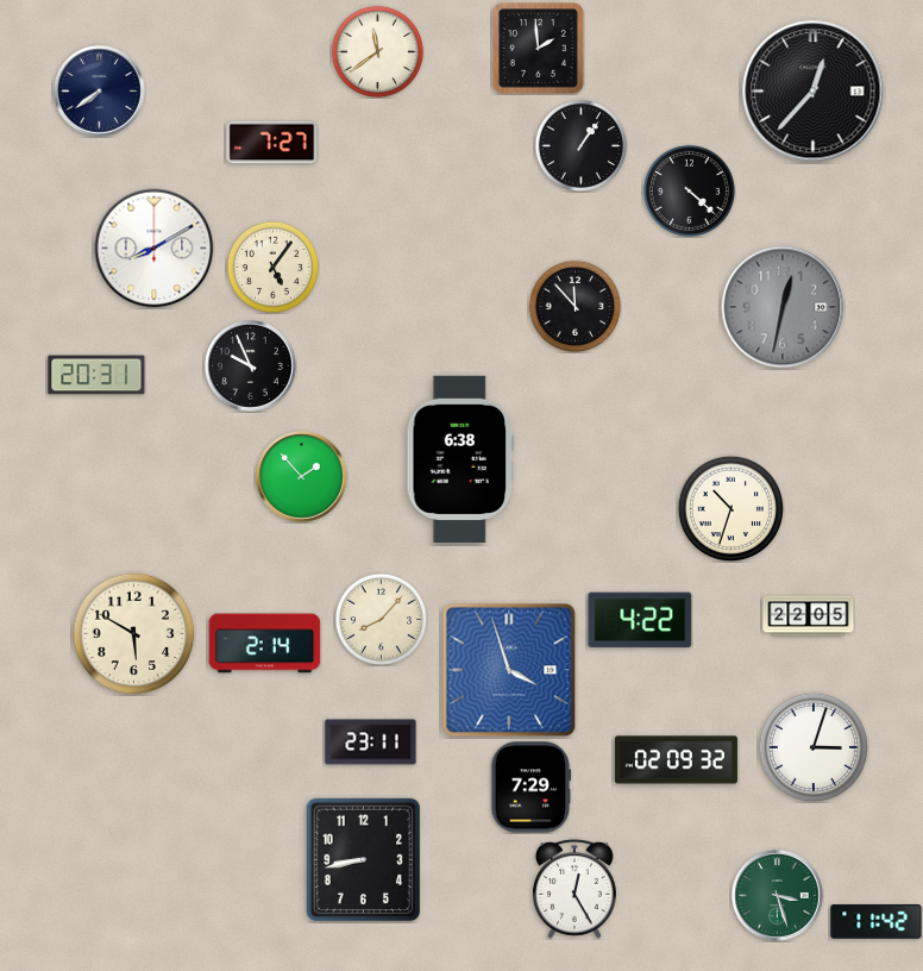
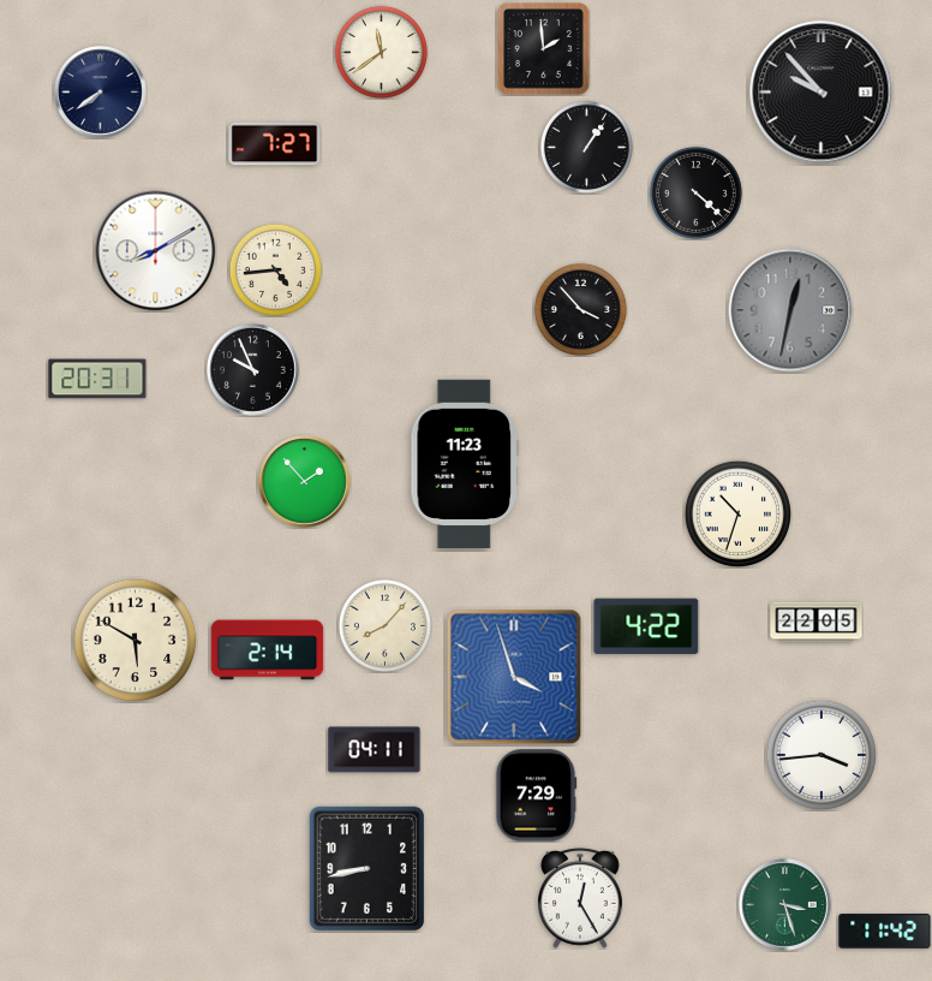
clock at (814, 92): 12:37 -> 9:53
clock at (272, 267): 5:06 -> 4:44
clock at (574, 306): 11:53 -> 3:53
clock at (459, 458): 6:38 -> 11:23
clock at (371, 743): 23:11 -> 04:11
clock at (814, 747): 3:03 -> 3:44
clock at (676, 760): 02:09 -> none
